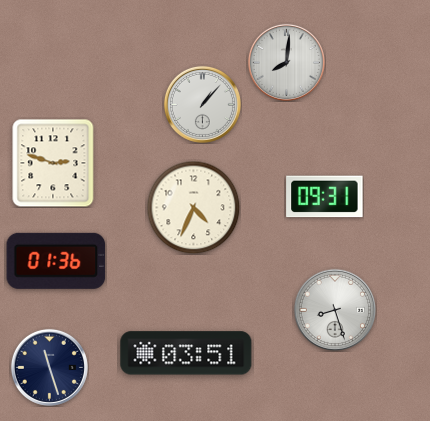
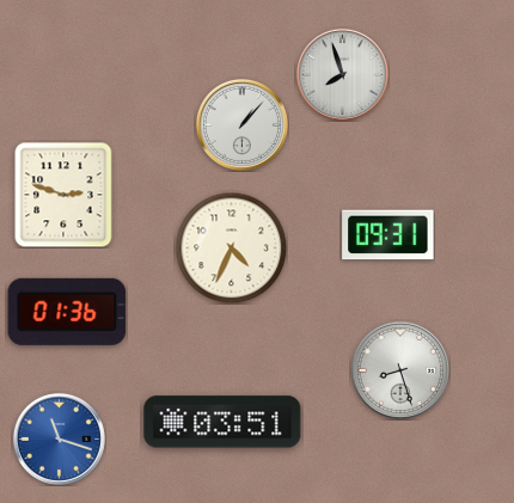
clock at (286, 62): 8:01 -> 7:57
clock at (49, 367): 11:27 -> 11:18
clock at (49, 367) dial: navy -> blue
